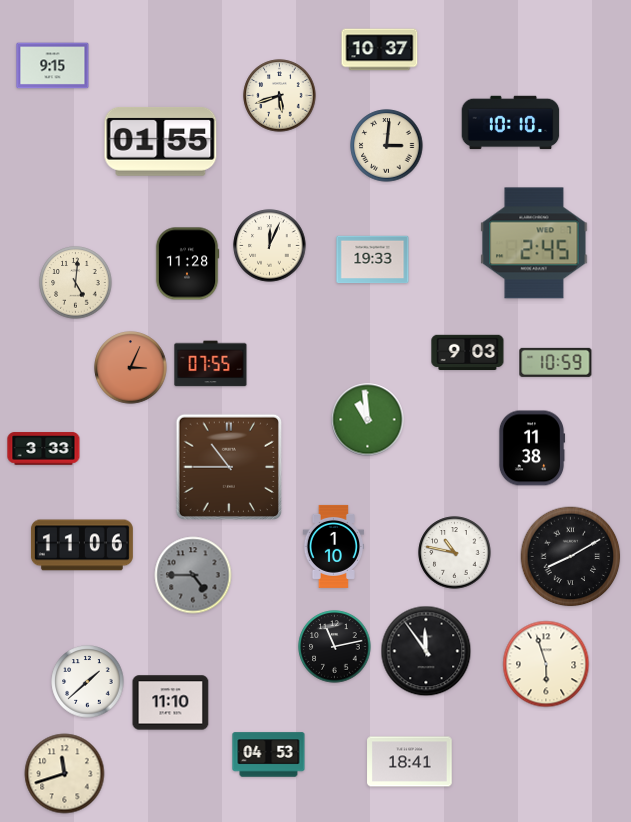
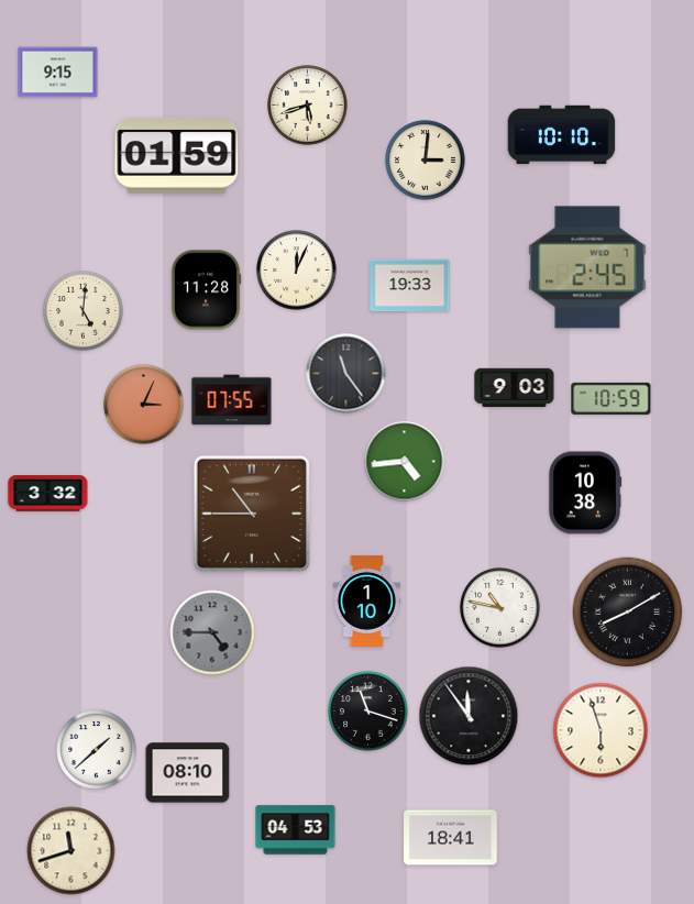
clock at (380, 50): 10:37 -> none
clock at (161, 141): 01:55 -> 01:59
clock at (346, 374): none -> 11:24
clock at (368, 420): 10:59 -> 4:44
clock at (532, 448): 11:38 -> 10:38
clock at (44, 449): 3:33 -> 3:32
clock at (82, 545): 11:06 -> none
clock at (335, 647): 11:13 -> 11:18
clock at (171, 703): 11:10 -> 08:10
